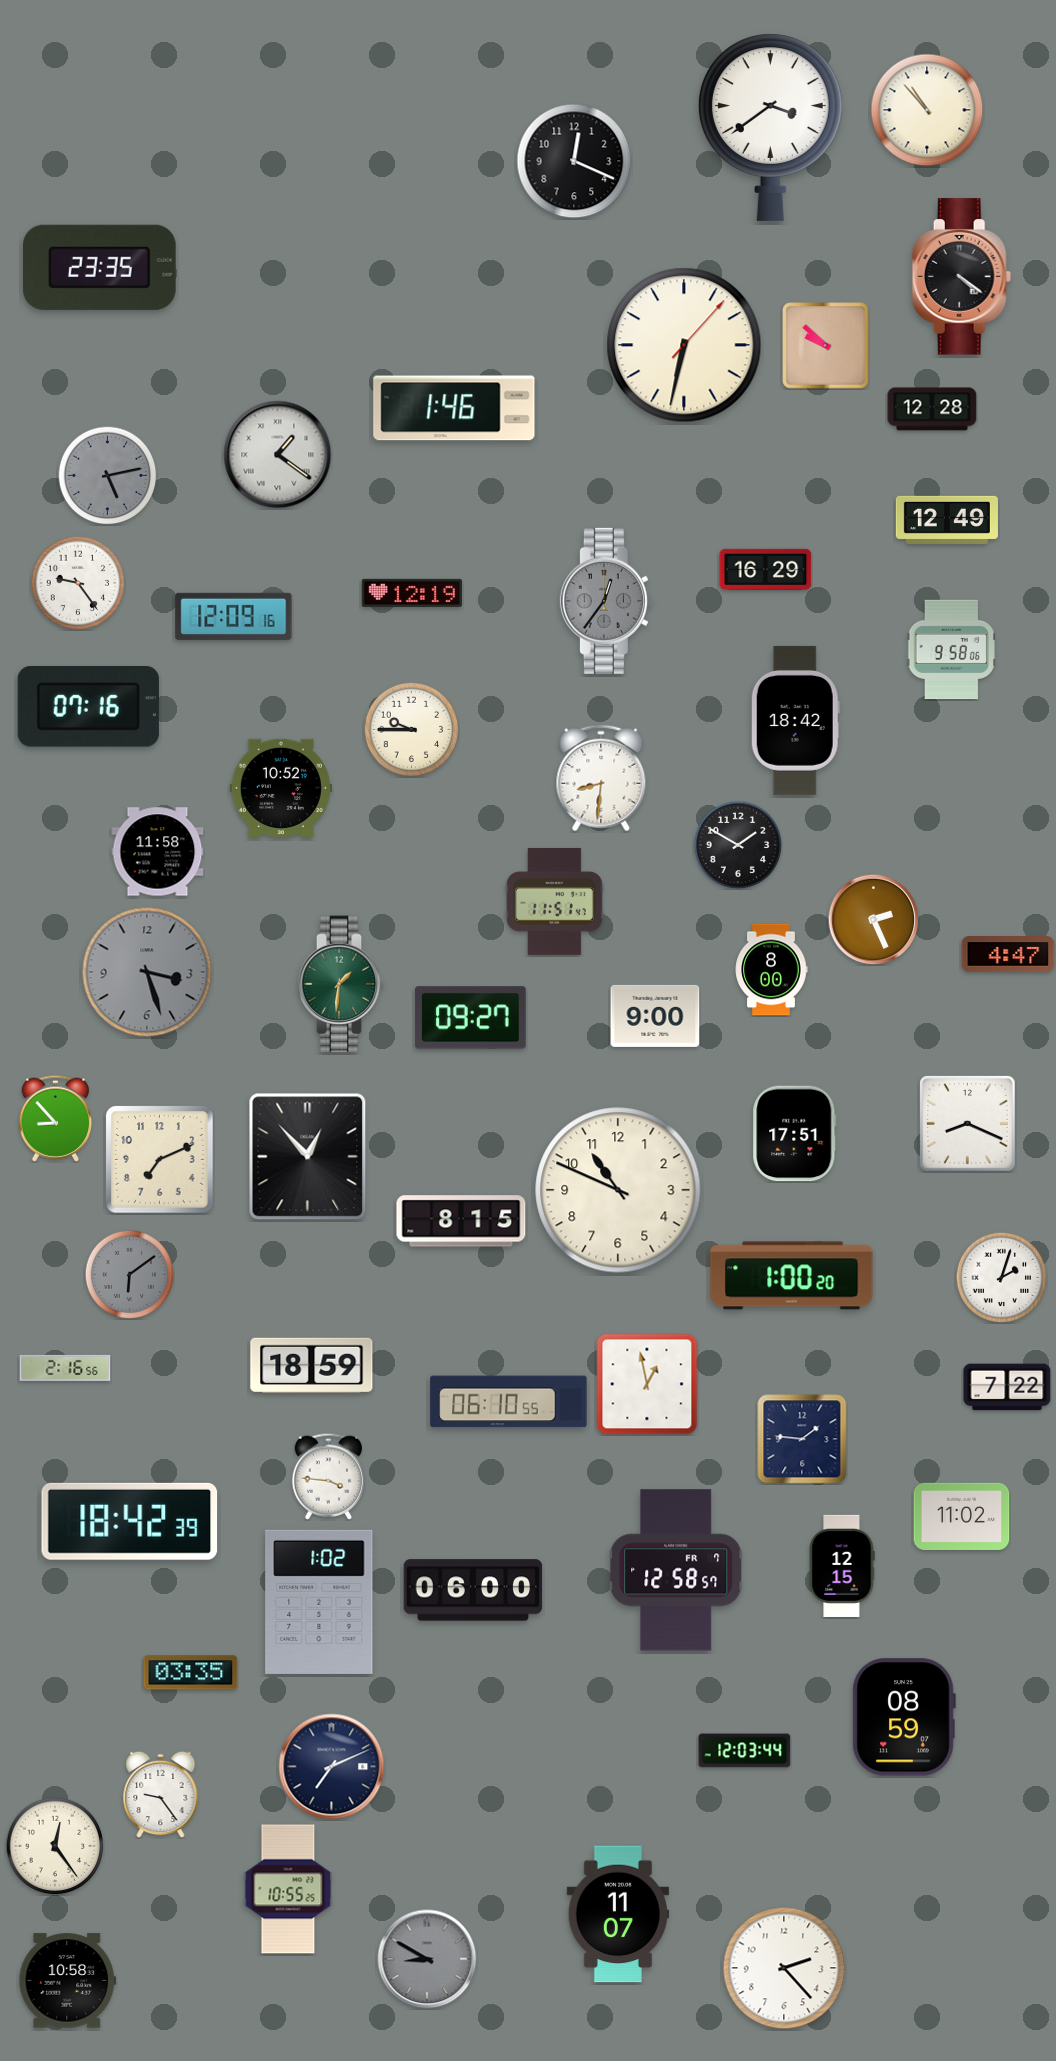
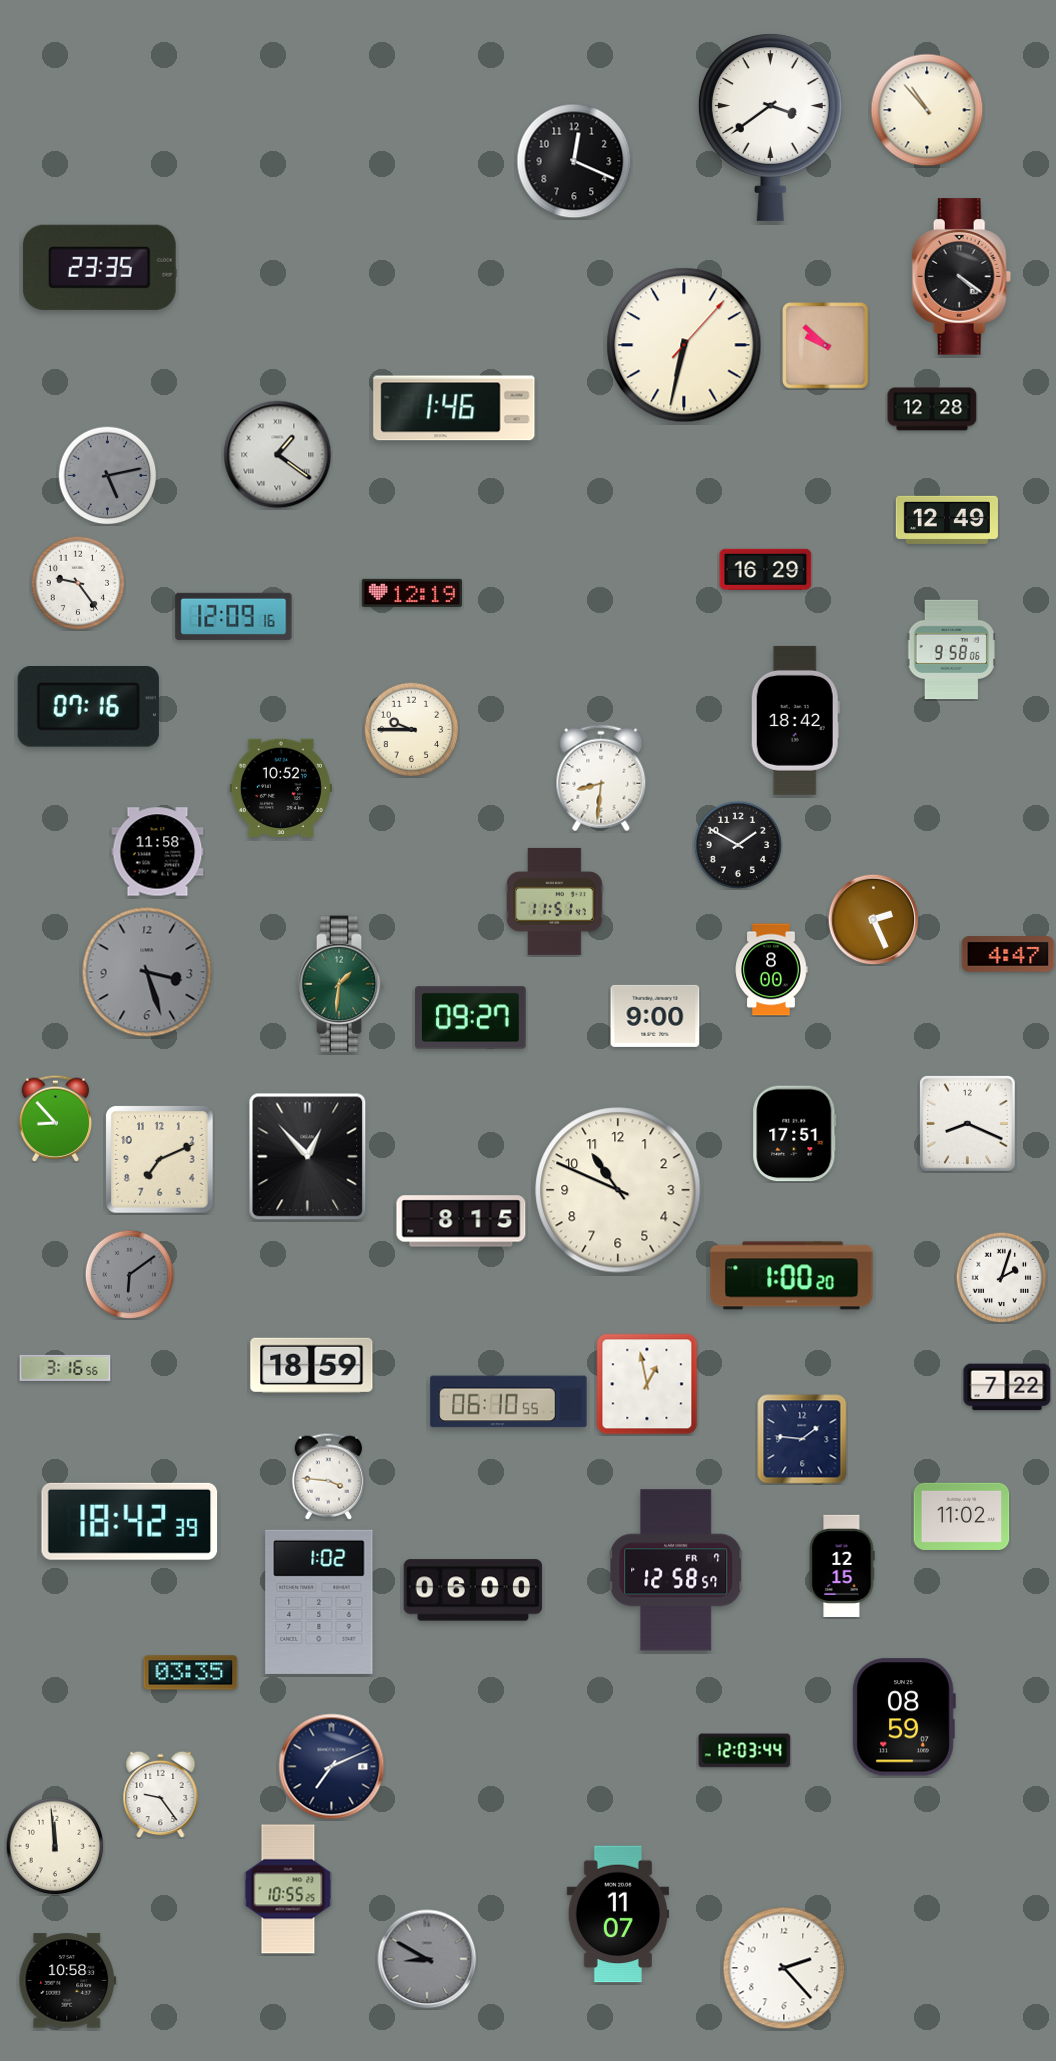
clock at (606, 601): 12:36 -> none
clock at (65, 1368): 2:16 -> 3:16
clock at (55, 1846): 12:24 -> 11:59
